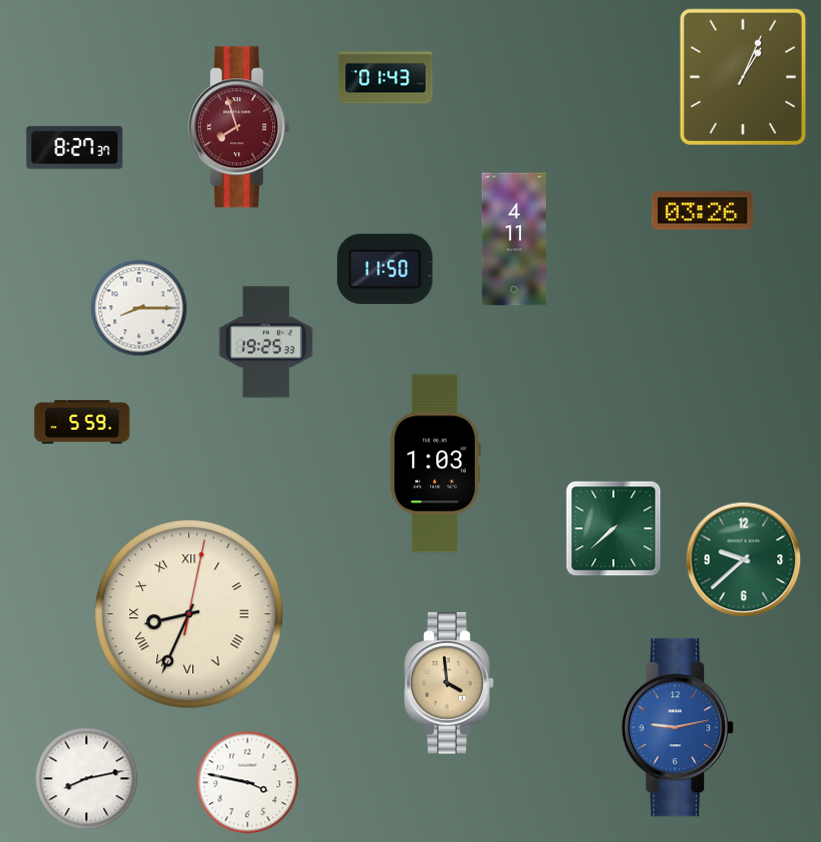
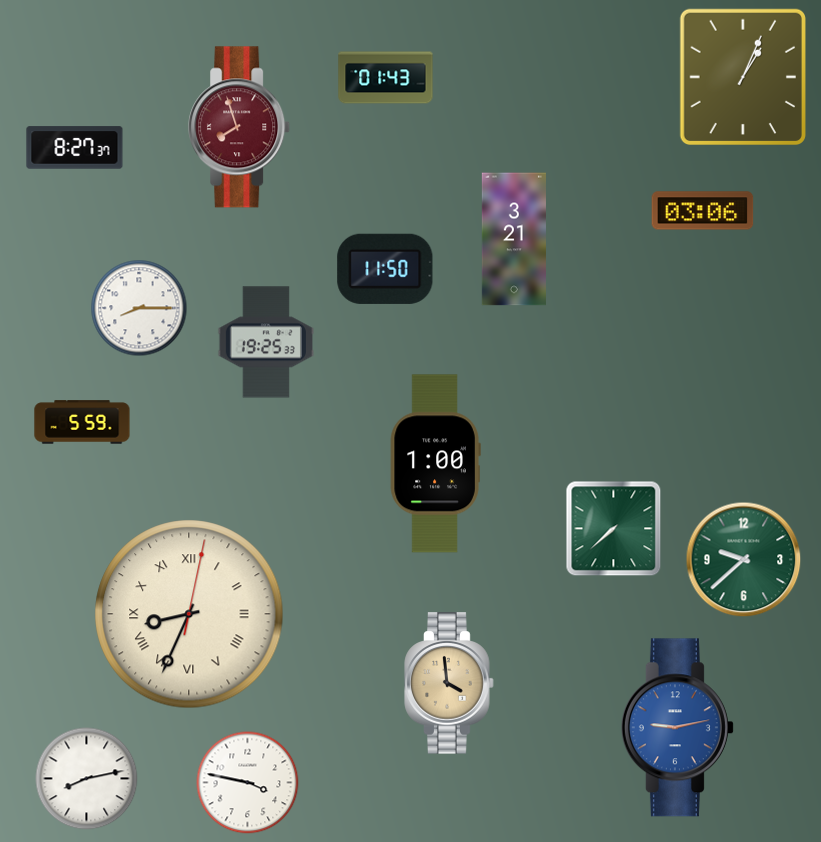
clock at (703, 211): 03:26 -> 03:06
clock at (514, 239): 4:11 -> 3:21
clock at (435, 464): 1:03 -> 1:00
